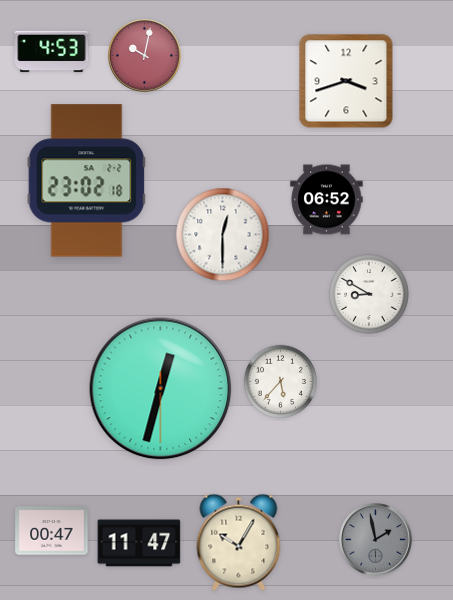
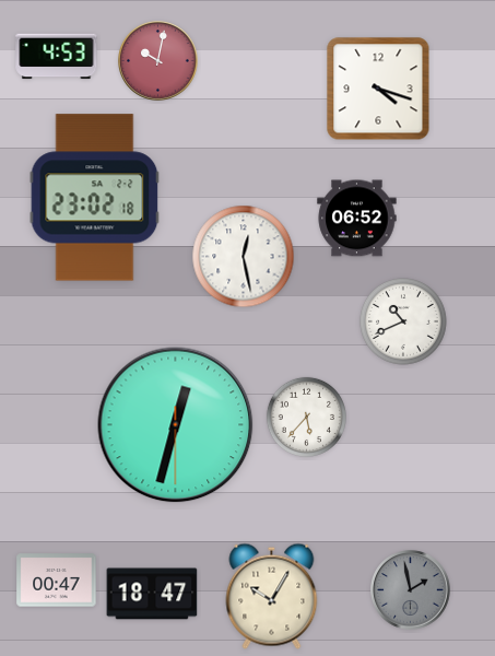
clock at (346, 81): 3:42 -> 4:18
clock at (223, 235): 12:30 -> 12:28
clock at (370, 295): 8:50 -> 10:41
clock at (239, 542) position: (239, 542) -> (272, 596)
clock at (139, 543): 11:47 -> 18:47
